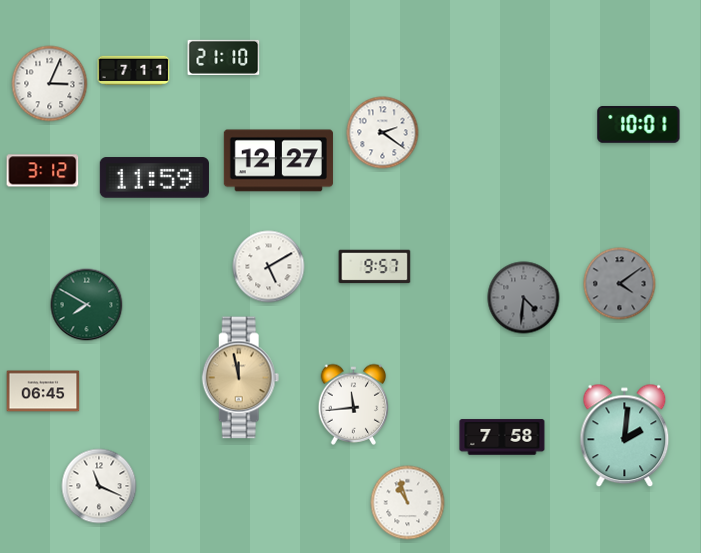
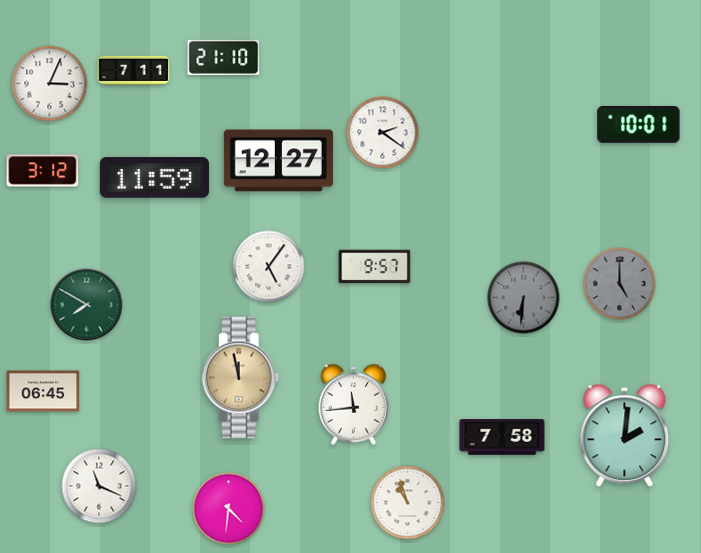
clock at (269, 267): 5:10 -> 5:06
clock at (620, 284): 4:09 -> 5:00
clock at (524, 298): 4:31 -> 6:31
clock at (229, 509): none -> 4:31
